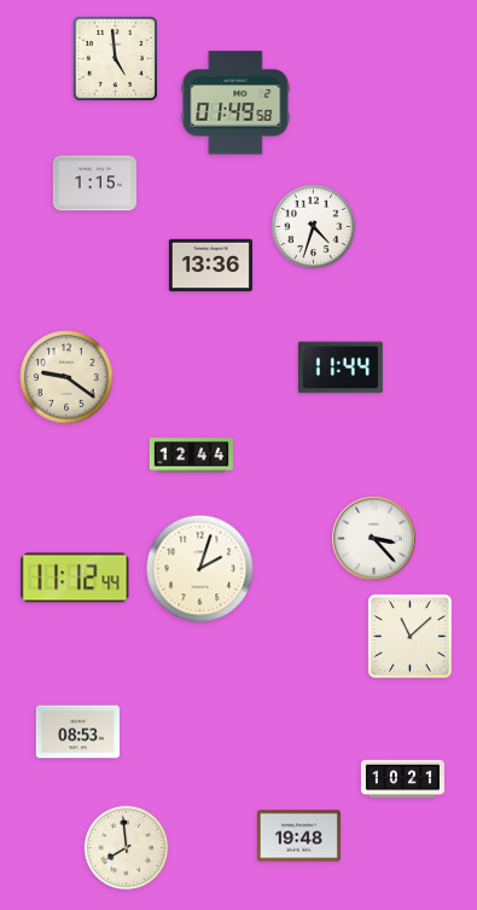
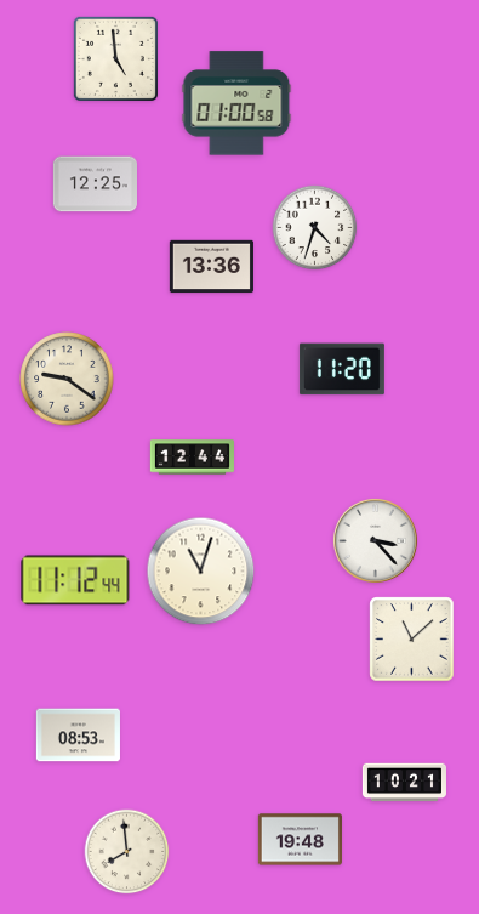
clock at (235, 103): 01:49 -> 01:00
clock at (94, 184): 1:15 -> 12:25
clock at (341, 367): 11:44 -> 11:20
clock at (200, 569): 2:03 -> 11:03
